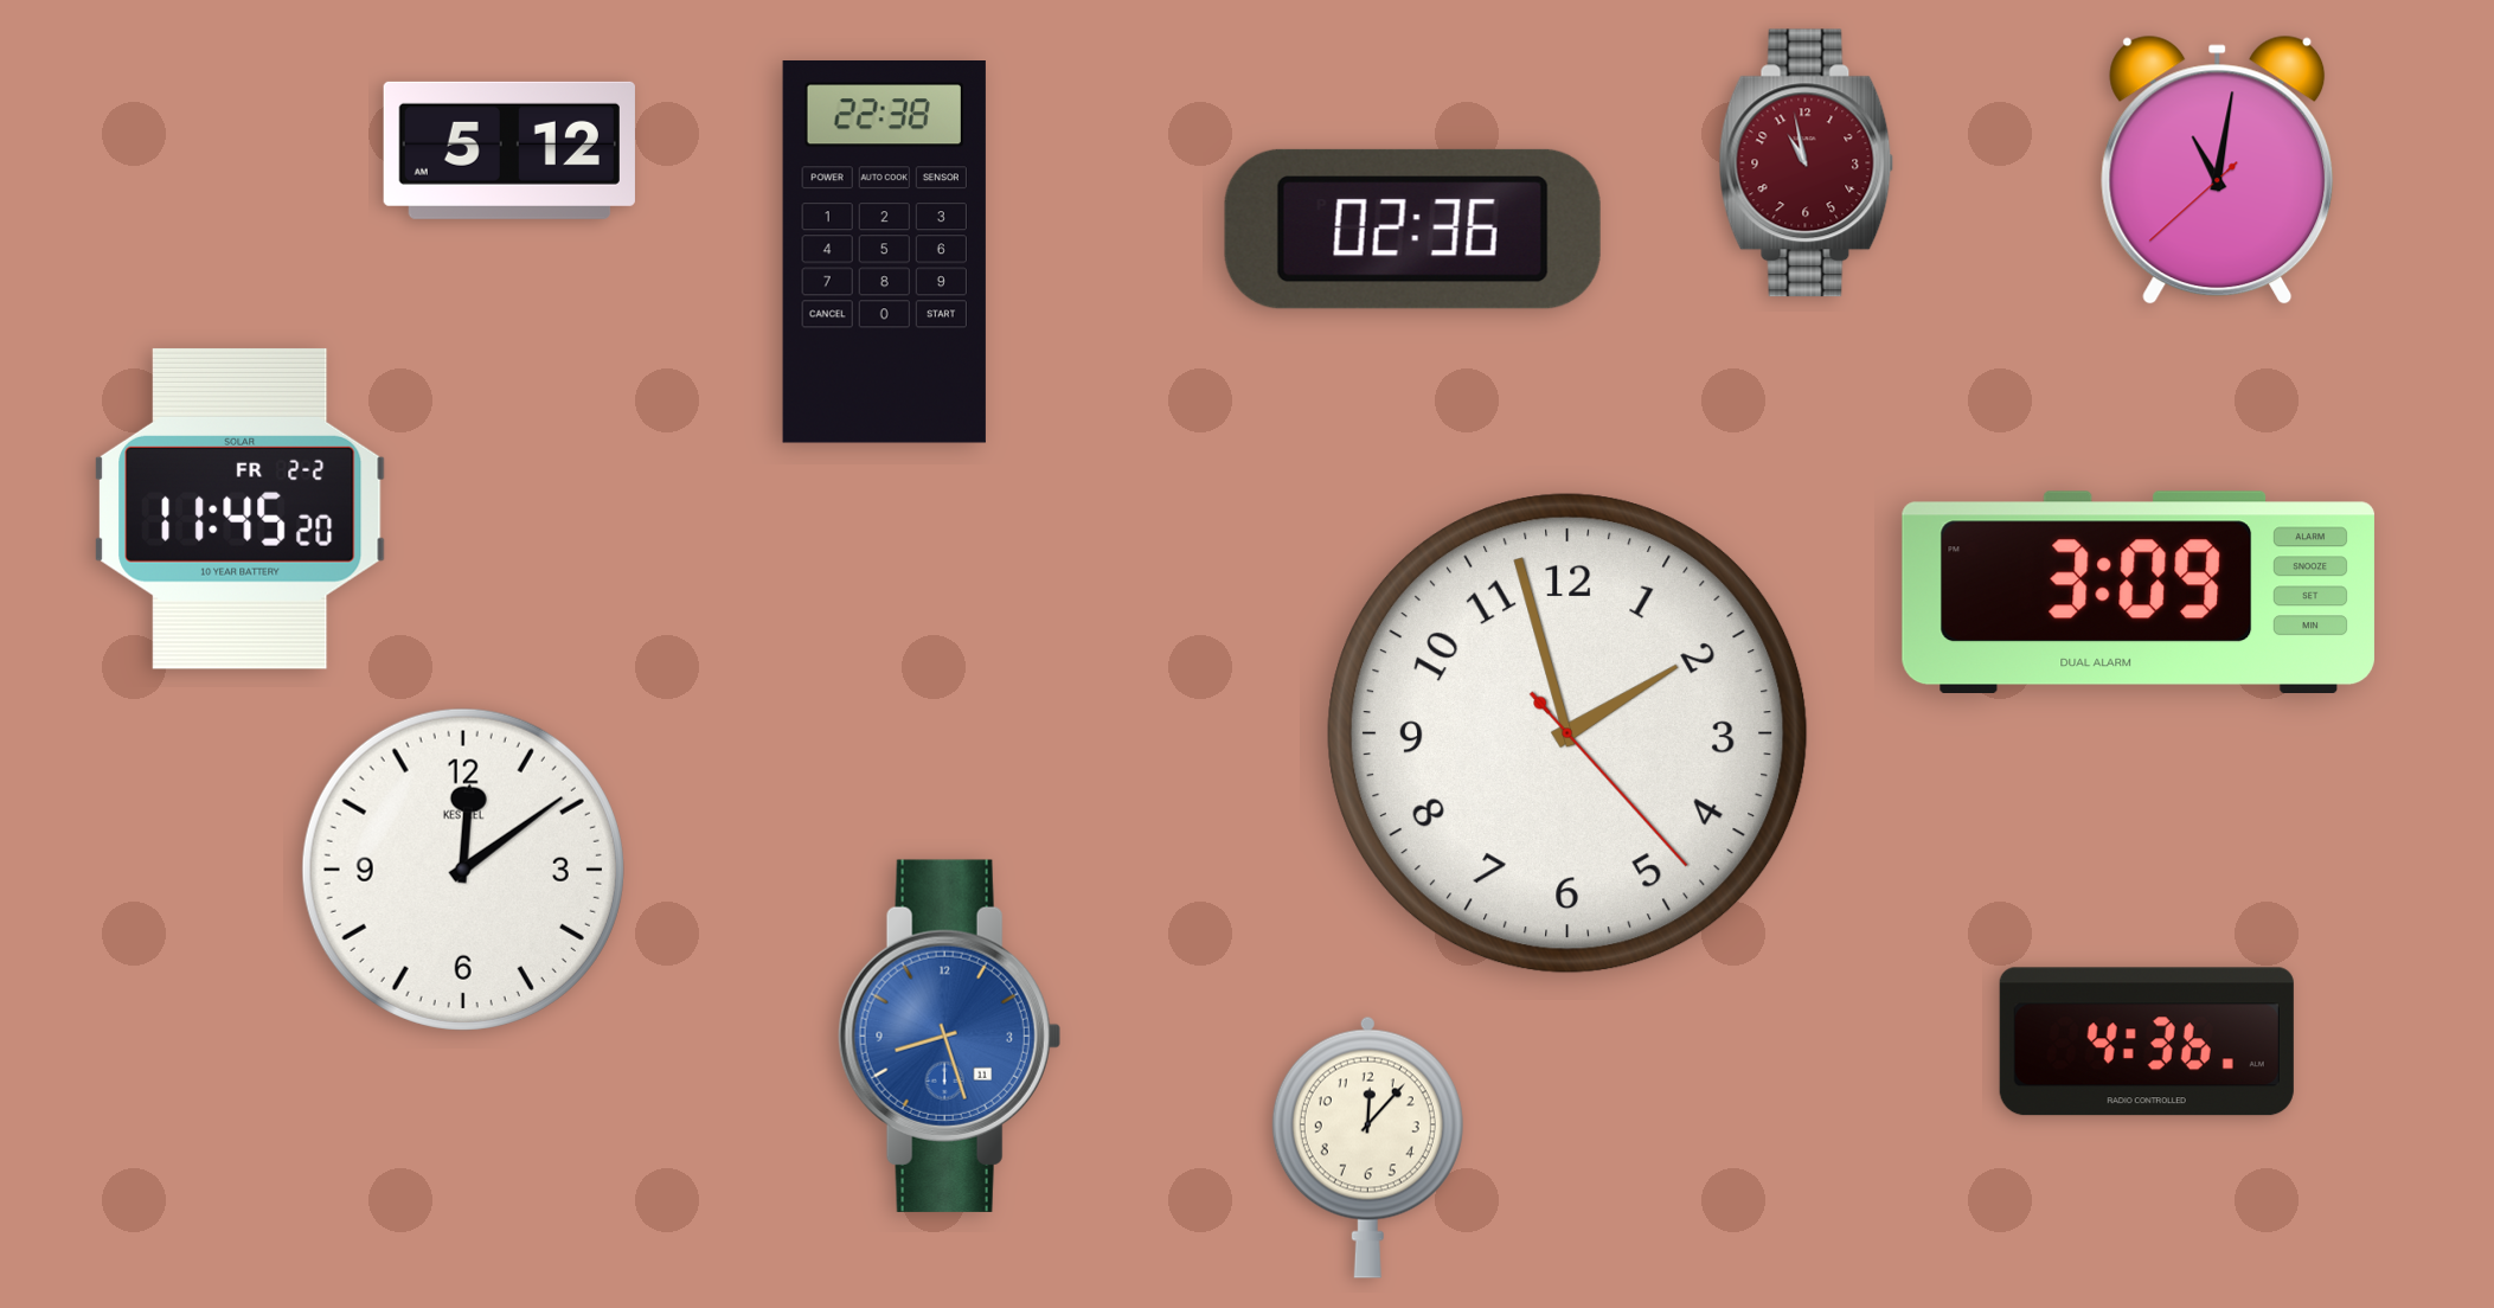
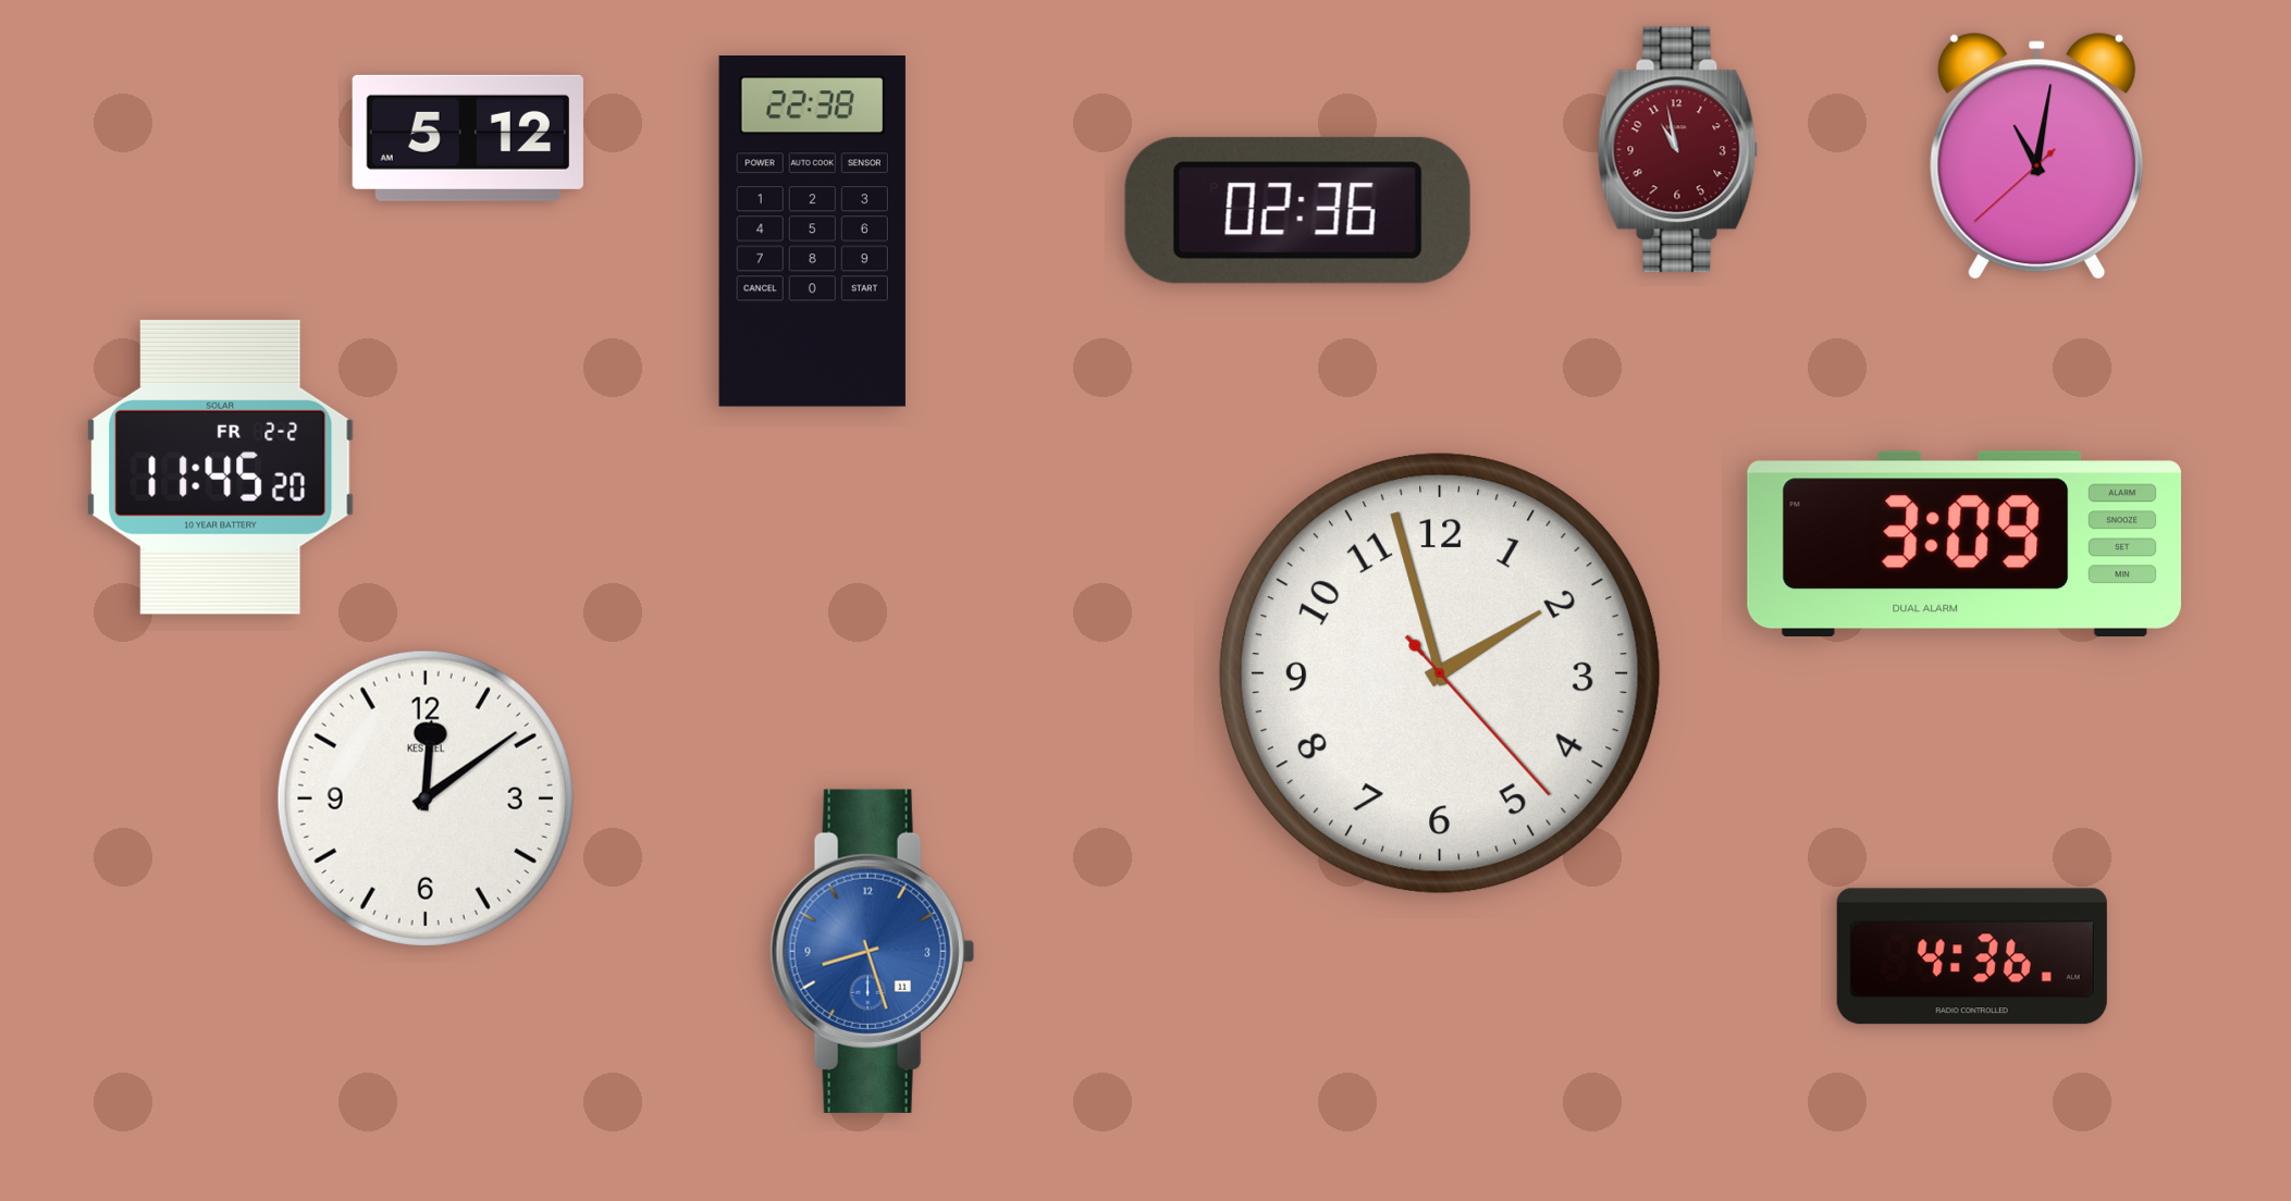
clock at (1807, 163) position: (1807, 163) -> (1678, 150)
clock at (1367, 1147): 12:07 -> none
